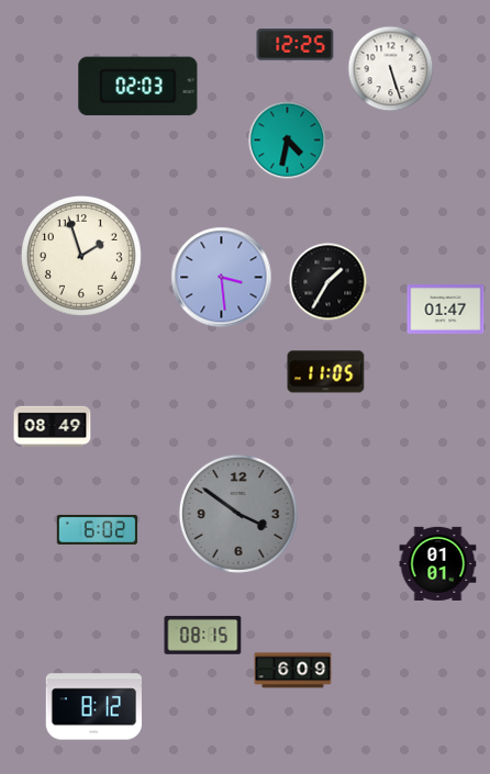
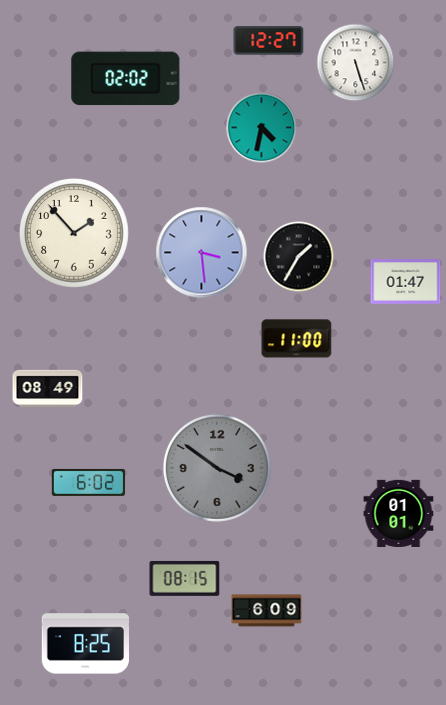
clock at (296, 45): 12:25 -> 12:27
clock at (138, 87): 02:03 -> 02:02
clock at (81, 256): 1:57 -> 1:53
clock at (326, 372): 11:05 -> 11:00
clock at (93, 707): 8:12 -> 8:25
